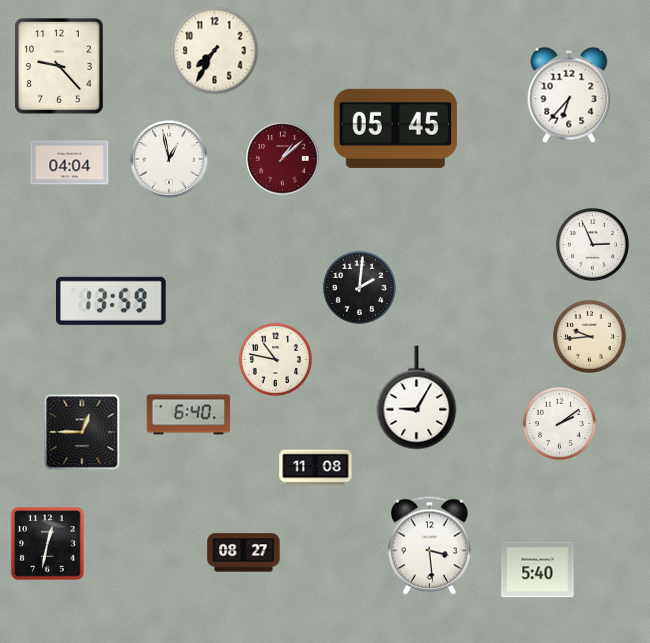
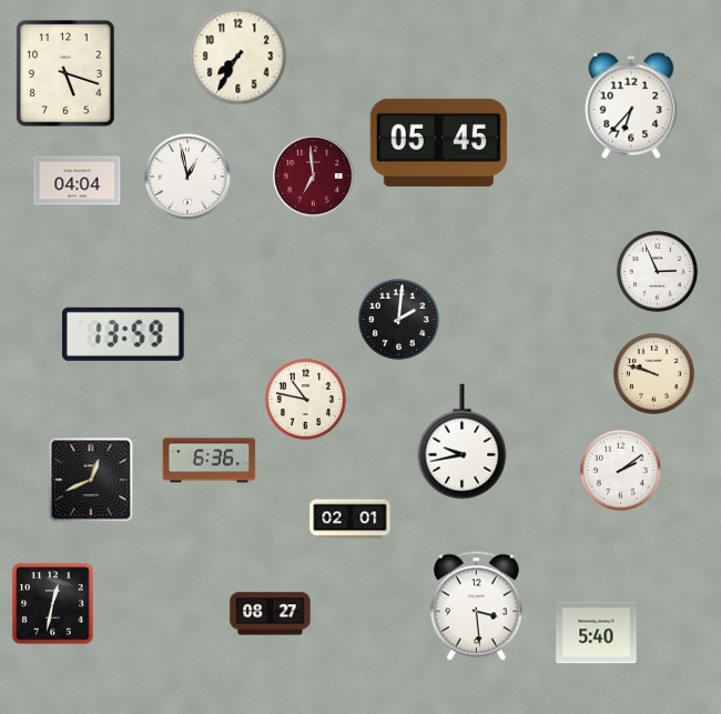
clock at (60, 66): 9:23 -> 5:18
clock at (283, 159): 1:08 -> 6:59
clock at (589, 336): 9:44 -> 9:48
clock at (417, 398): 9:05 -> 9:43
clock at (189, 415): 6:40 -> 6:36
clock at (82, 432): 12:45 -> 12:41
clock at (316, 468): 11:08 -> 02:01
